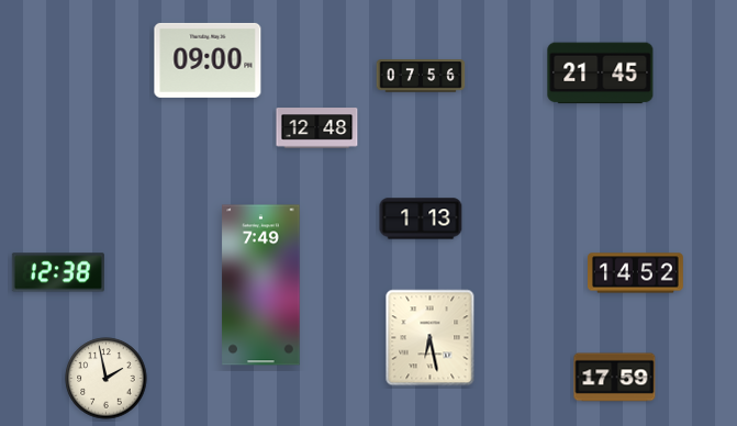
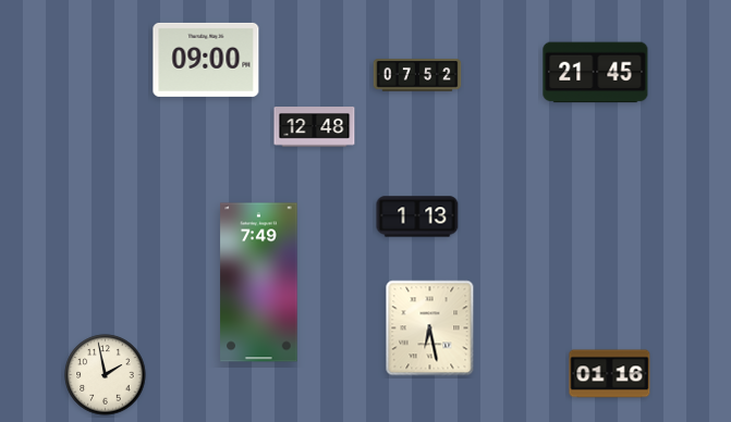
clock at (421, 76): 07:56 -> 07:52
clock at (58, 272): 12:38 -> none
clock at (636, 273): 14:52 -> none
clock at (431, 338) position: (431, 338) -> (430, 328)
clock at (615, 378): 17:59 -> 01:16
